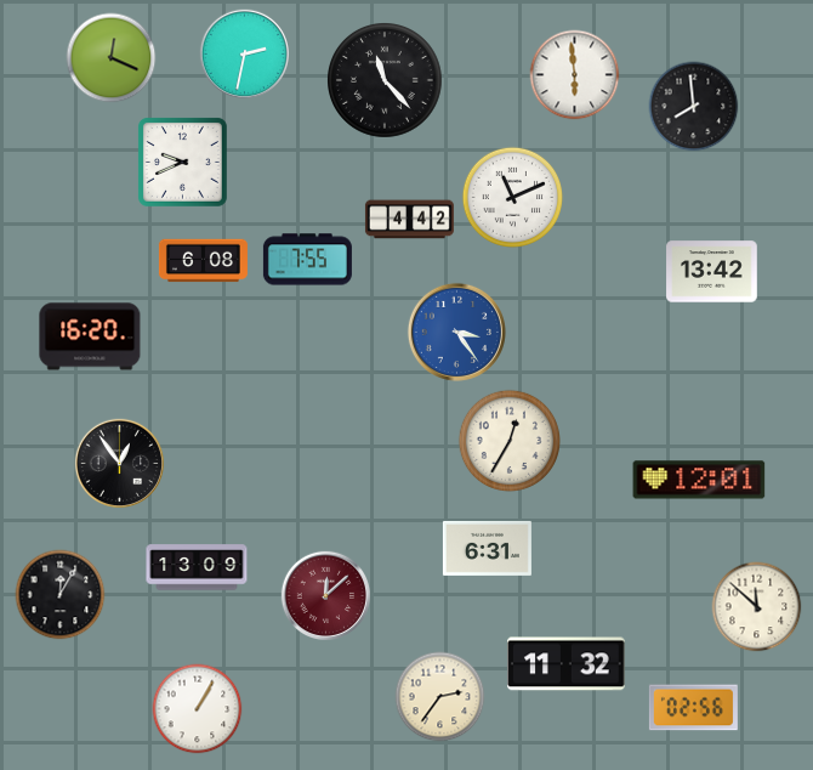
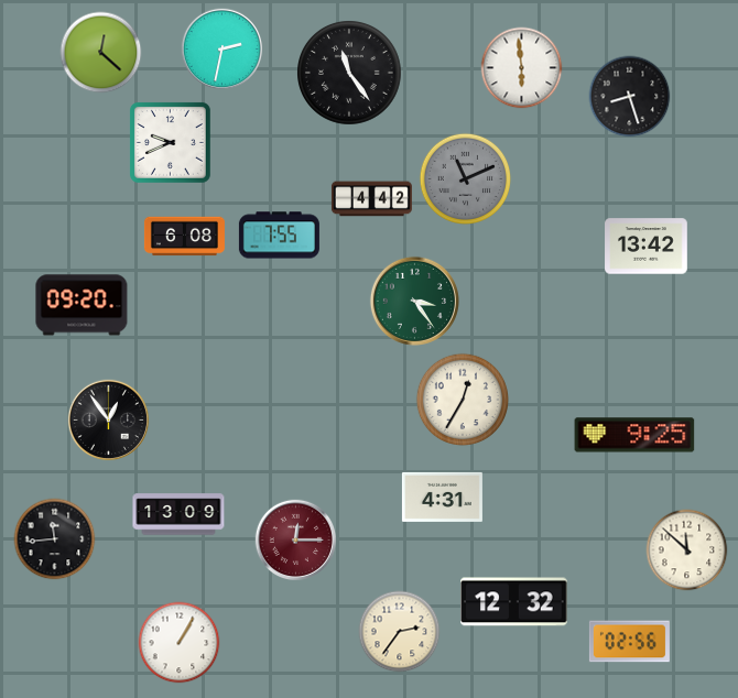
clock at (112, 58): 12:19 -> 12:22
clock at (386, 81): 11:23 -> 11:24
clock at (694, 107): 7:59 -> 8:27
clock at (182, 162) position: (182, 162) -> (170, 142)
clock at (513, 198) dial: white -> grey
clock at (456, 332) dial: blue -> green
clock at (90, 336): 16:20 -> 09:20
clock at (699, 480): 12:01 -> 9:25
clock at (487, 548): 6:31 -> 4:31
clock at (61, 595): 12:05 -> 11:44
clock at (325, 595): 12:08 -> 12:15
clock at (567, 664): 11:32 -> 12:32
